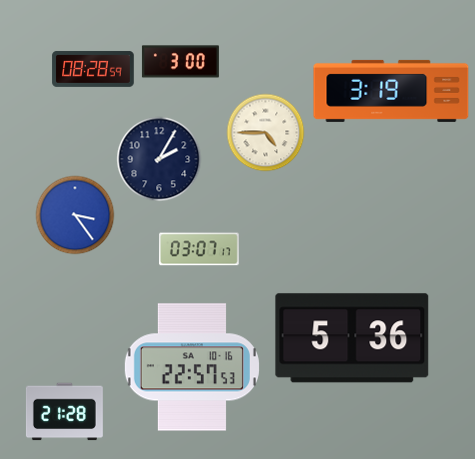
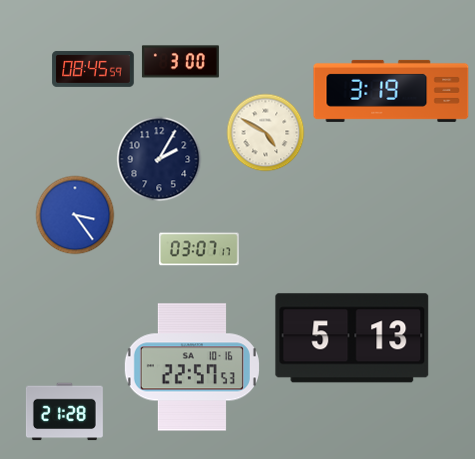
clock at (93, 69): 08:28 -> 08:45
clock at (265, 132): 4:45 -> 4:50
clock at (352, 338): 5:36 -> 5:13
